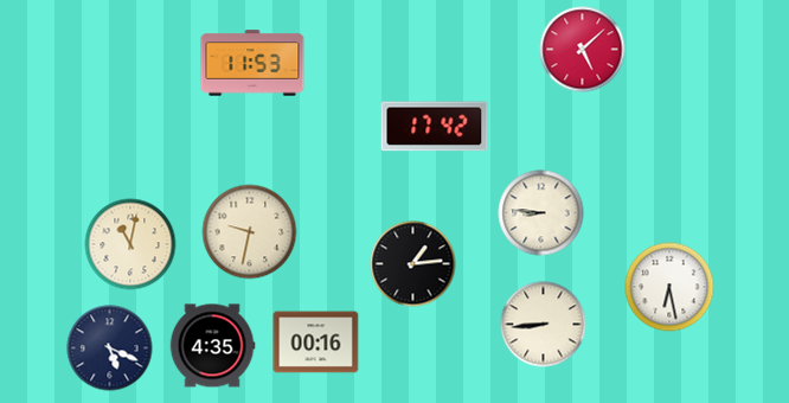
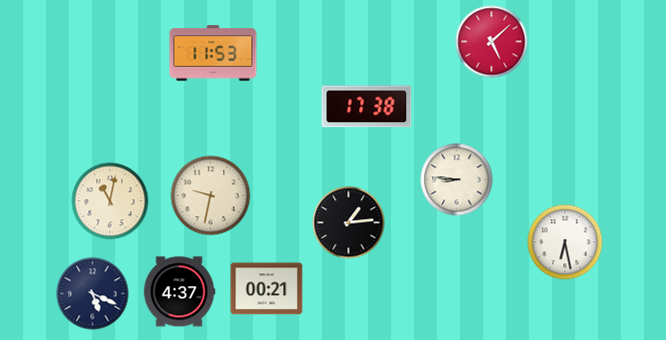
clock at (435, 127): 17:42 -> 17:38
clock at (130, 244) position: (130, 244) -> (110, 201)
clock at (544, 325): 8:44 -> none
clock at (316, 343): 00:16 -> 00:21
clock at (212, 346): 4:35 -> 4:37
